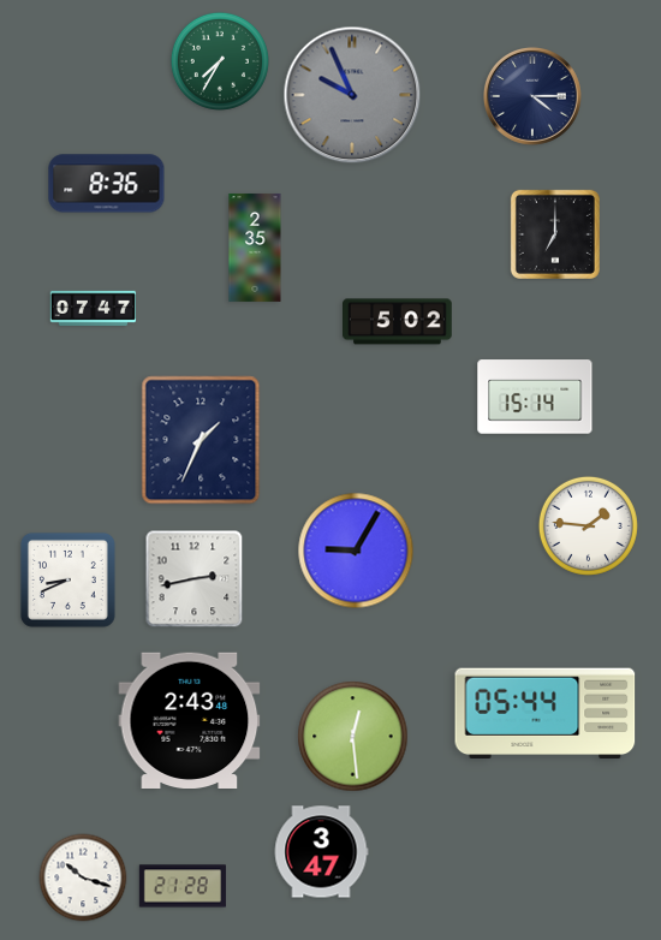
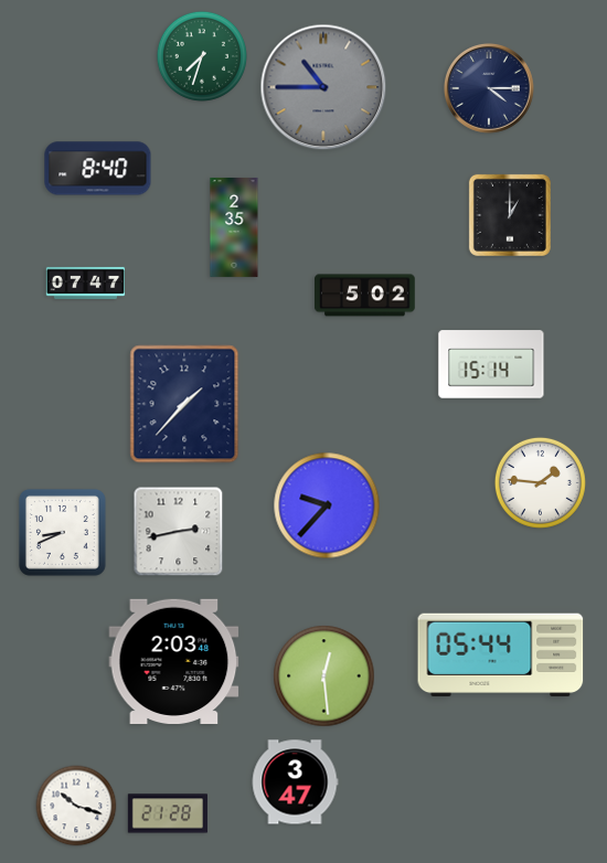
clock at (220, 61): 7:35 -> 7:33
clock at (352, 95): 9:56 -> 10:45
clock at (107, 184): 8:36 -> 8:40
clock at (555, 234): 7:00 -> 1:00
clock at (201, 440): 1:34 -> 1:37
clock at (356, 551): 9:05 -> 9:37
clock at (190, 720): 2:43 -> 2:03
